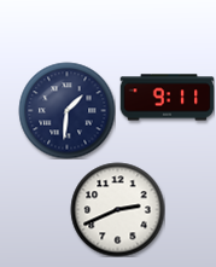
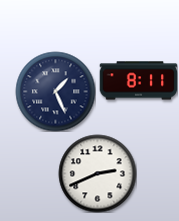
clock at (167, 98): 9:11 -> 8:11
clock at (66, 110): 1:31 -> 1:26
